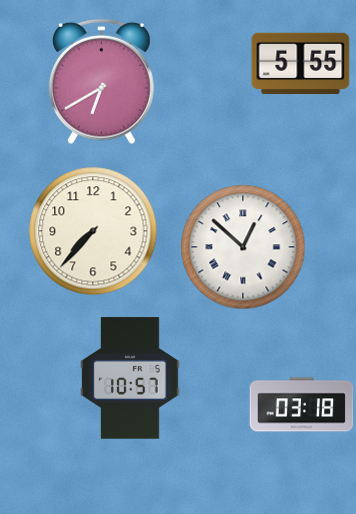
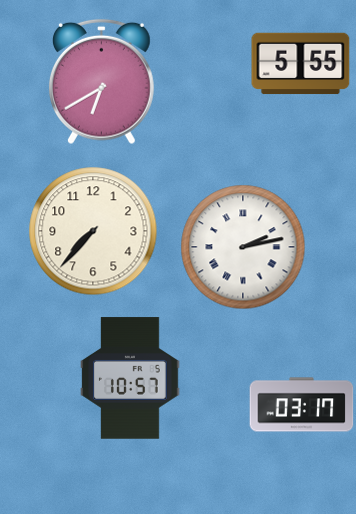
clock at (243, 247): 12:52 -> 2:13
clock at (302, 405): 03:18 -> 03:17
